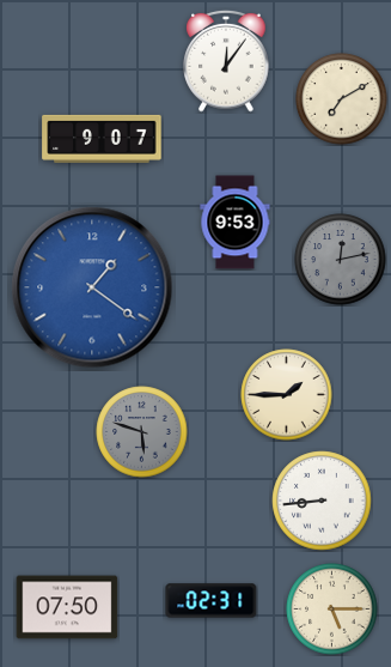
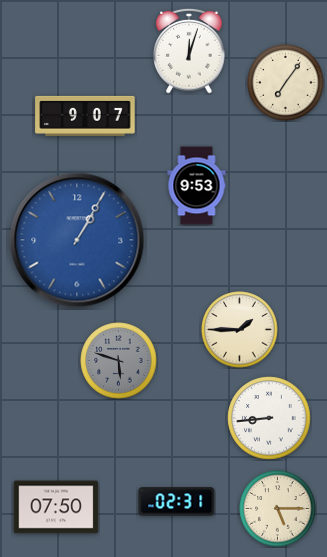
clock at (226, 61): 12:06 -> 12:03
clock at (342, 99): 7:10 -> 7:06
clock at (341, 260): 12:13 -> none
clock at (92, 287): 1:21 -> 1:05
